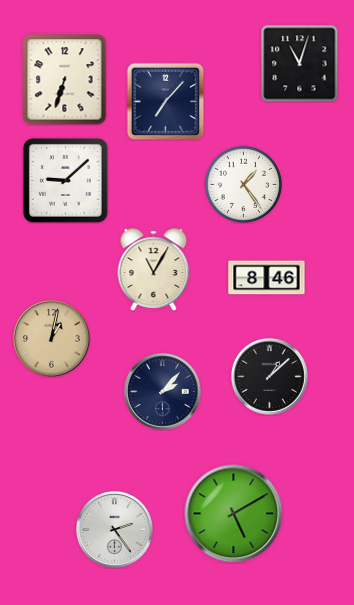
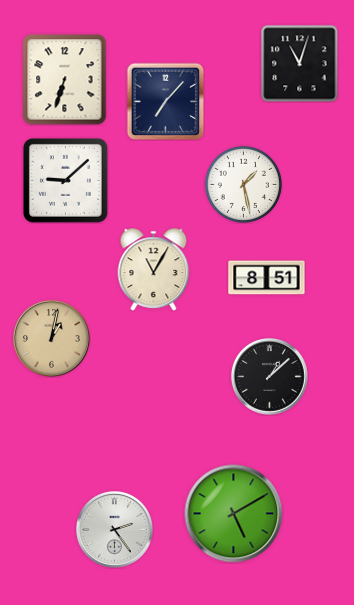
clock at (243, 184): 1:24 -> 1:28
clock at (267, 278): 8:46 -> 8:51
clock at (163, 392): 2:07 -> none
